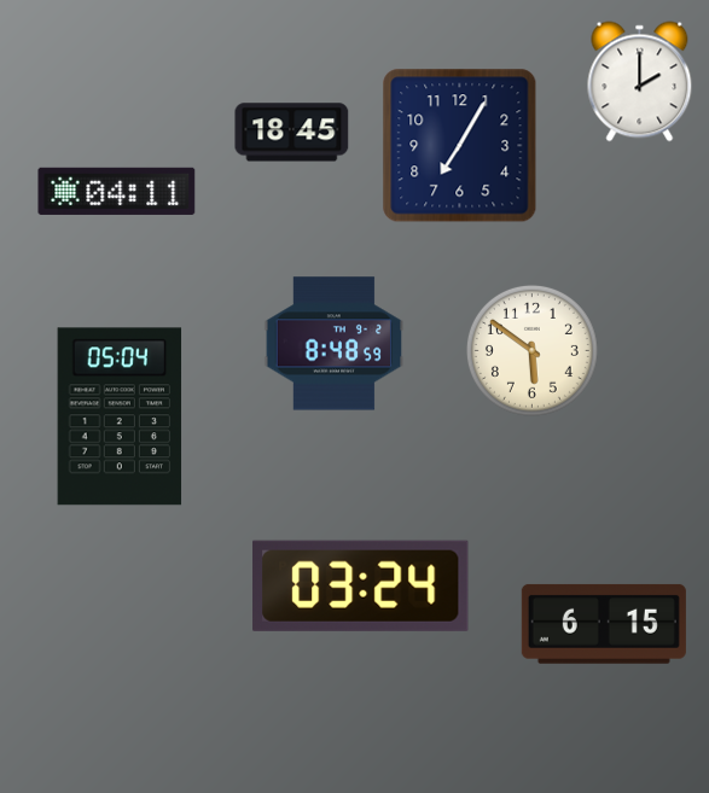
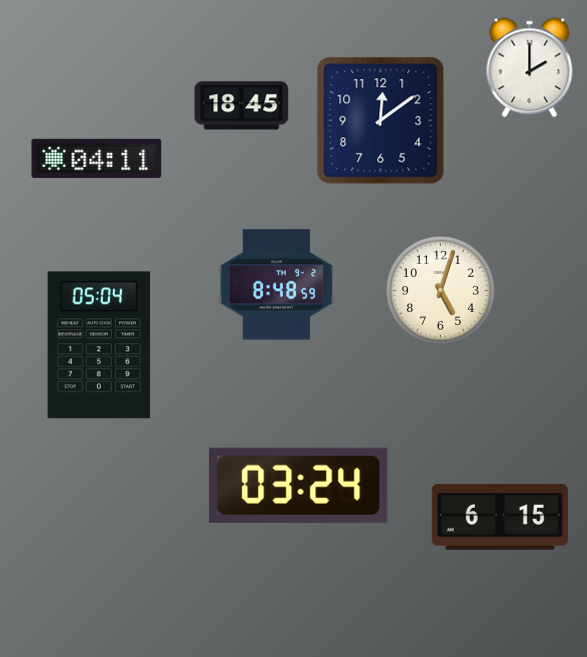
clock at (292, 133) position: (292, 133) -> (242, 106)
clock at (460, 146): 7:05 -> 12:09
clock at (531, 350): 5:51 -> 5:03
